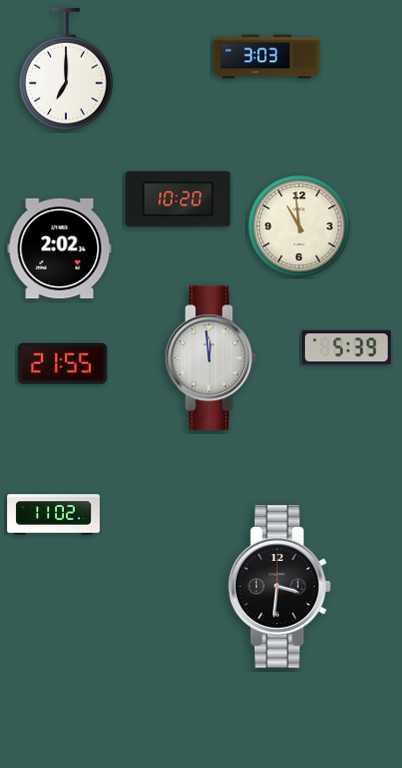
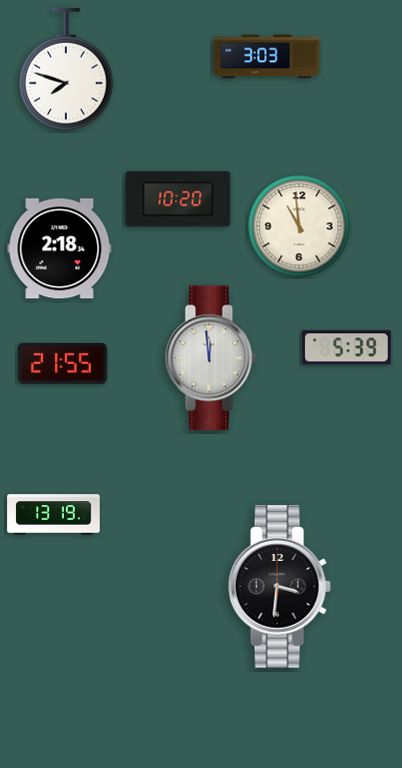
clock at (66, 69): 7:00 -> 7:48
clock at (60, 249): 2:02 -> 2:18
clock at (54, 515): 11:02 -> 13:19
